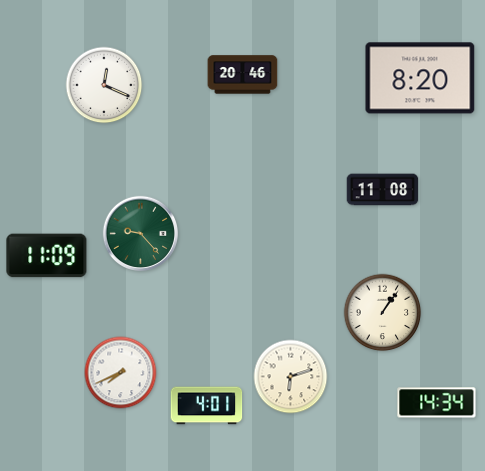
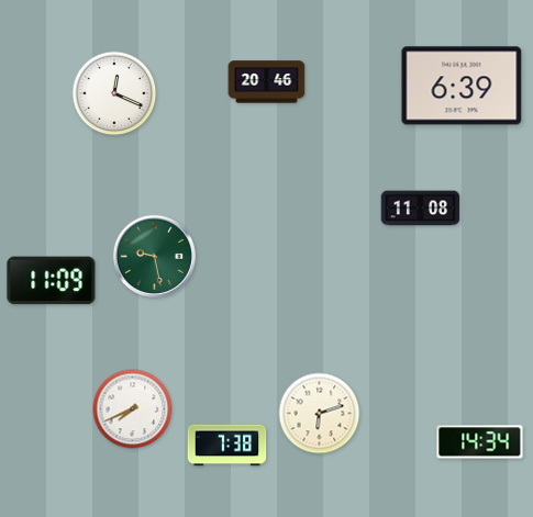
clock at (420, 78): 8:20 -> 6:39
clock at (140, 233): 9:23 -> 9:28
clock at (383, 313): 1:06 -> none
clock at (207, 406): 4:01 -> 7:38
